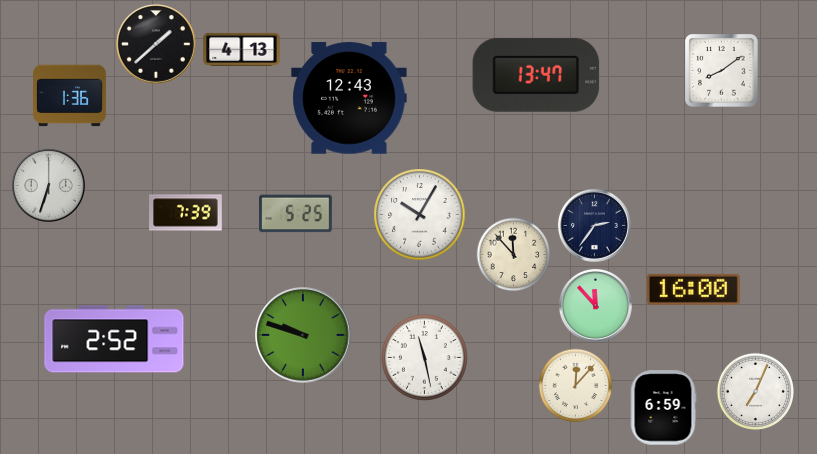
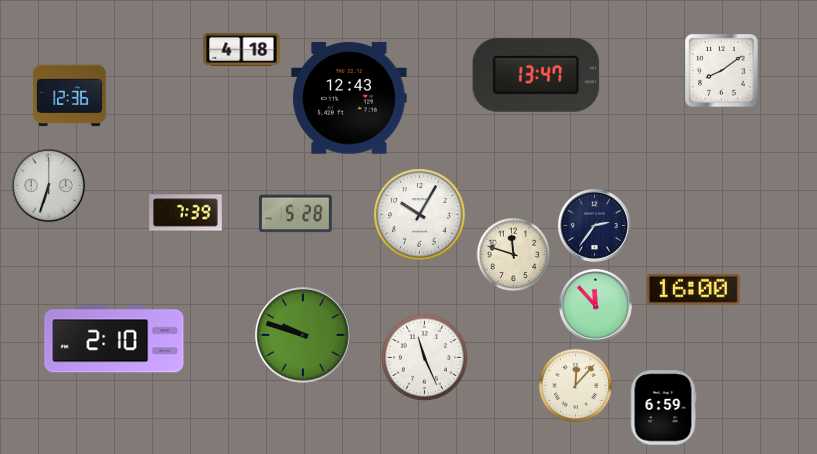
clock at (156, 44): 1:38 -> none
clock at (242, 49): 4:13 -> 4:18
clock at (70, 96): 1:36 -> 12:36
clock at (296, 214): 5:25 -> 5:28
clock at (514, 255): 11:53 -> 11:48
clock at (114, 339): 2:52 -> 2:10
clock at (425, 358): 11:28 -> 11:26
clock at (755, 391): 7:04 -> none
